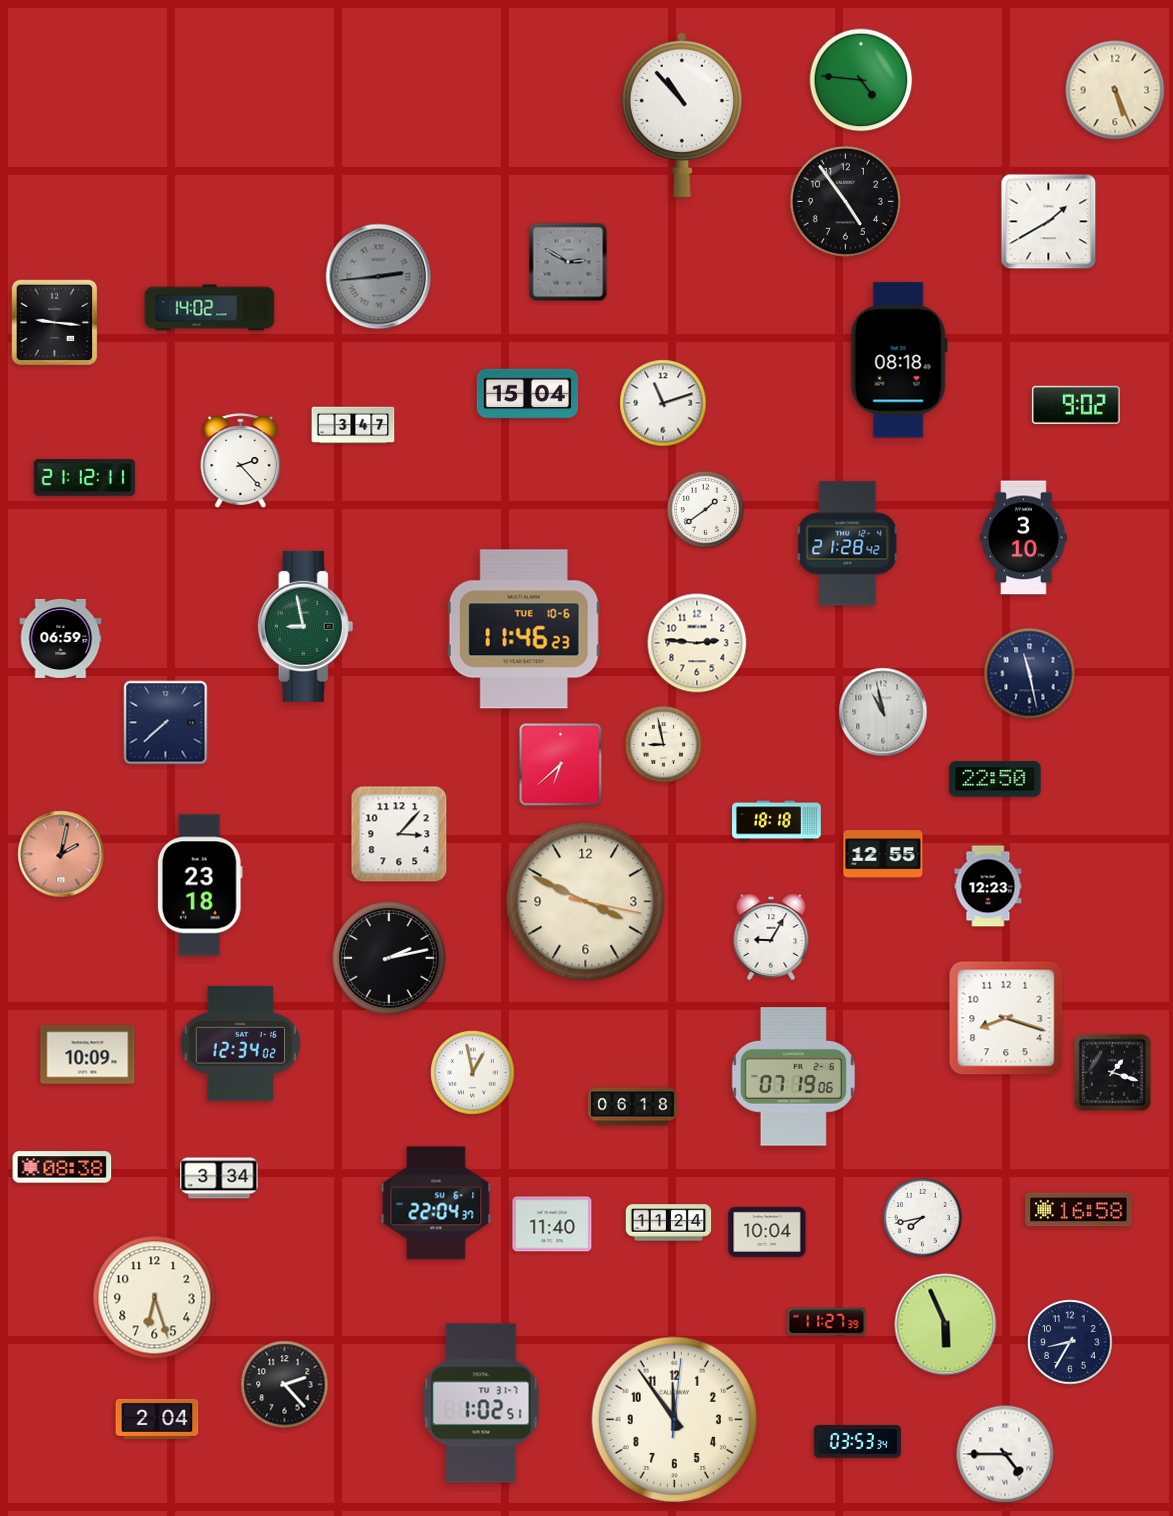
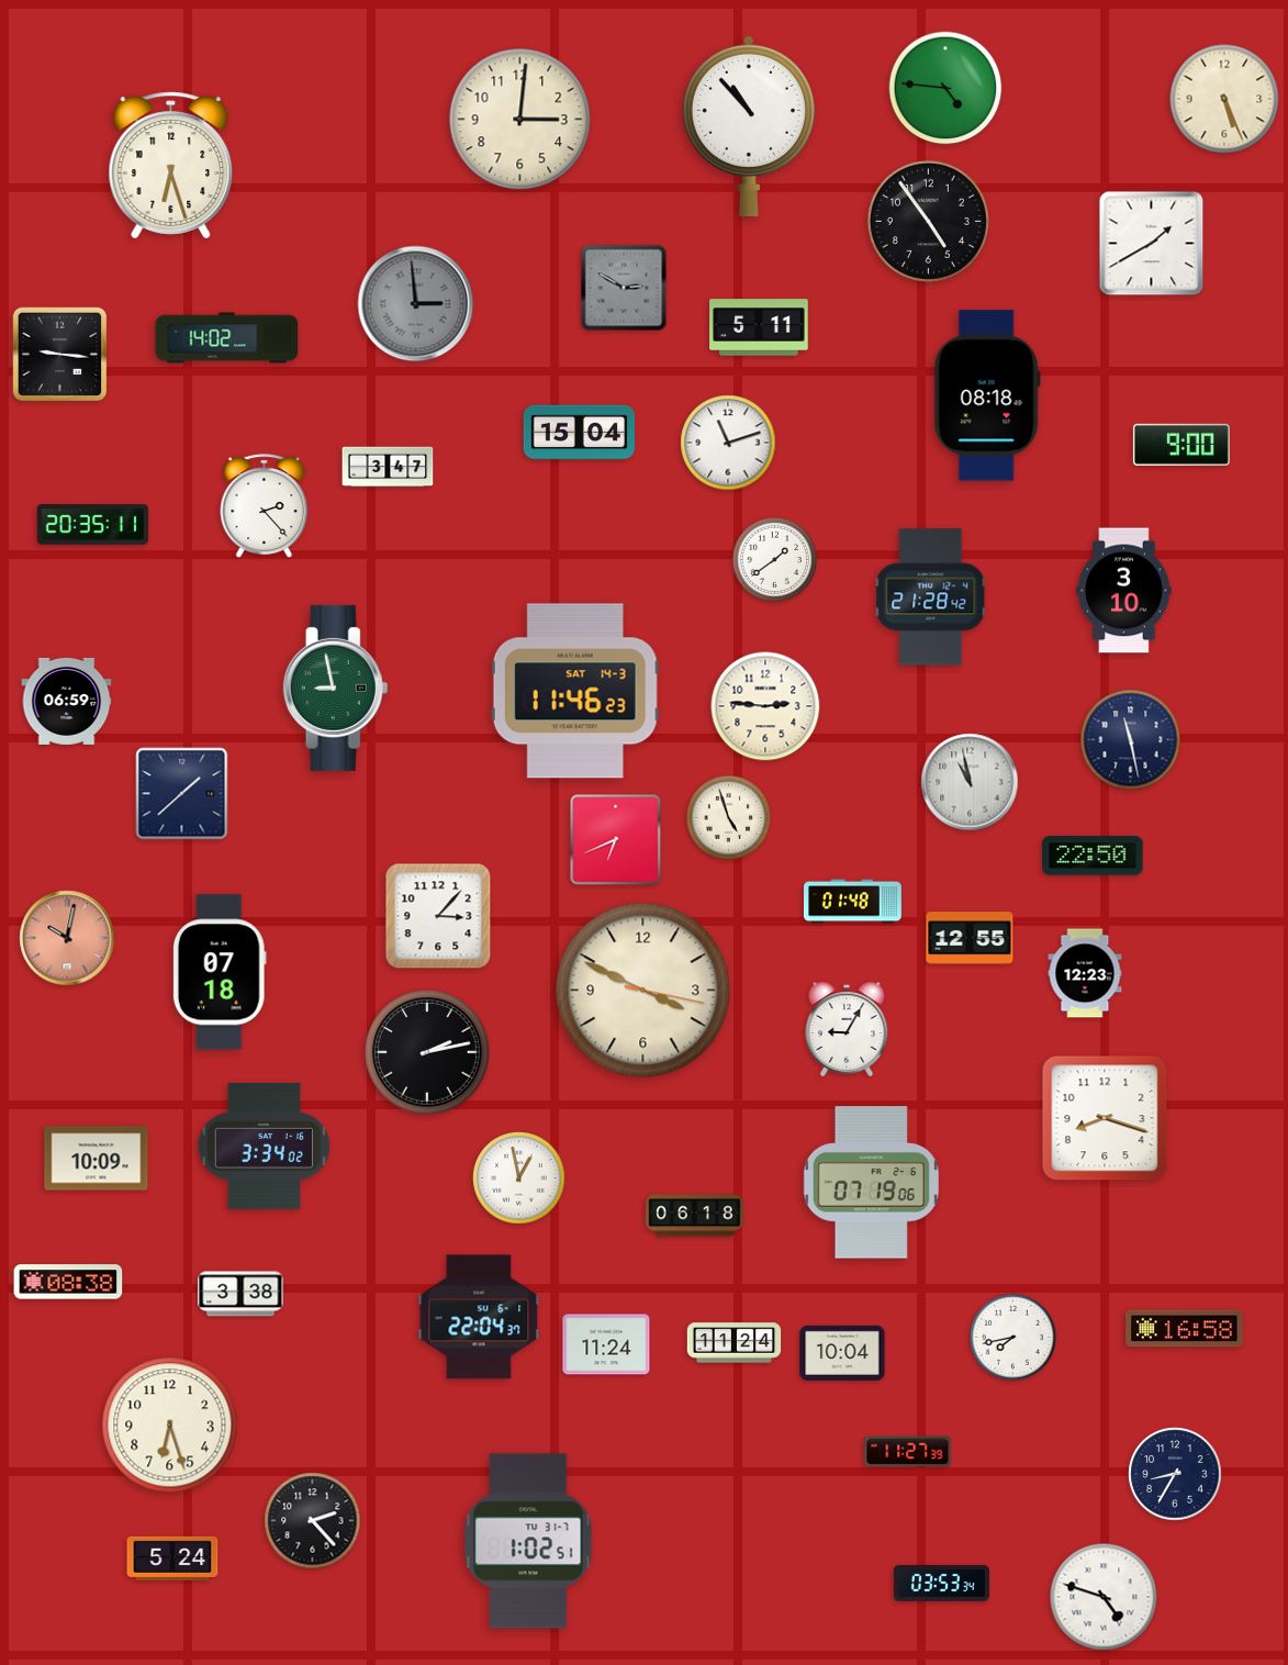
clock at (520, 120): none -> 3:01
clock at (171, 166): none -> 6:27
clock at (379, 277): 2:44 -> 2:59
clock at (759, 327): none -> 5:11
clock at (210, 308) position: (210, 308) -> (227, 338)
clock at (1076, 405): 9:02 -> 9:00
clock at (85, 478): 21:12 -> 20:35
clock at (524, 629) date: TUE 10-6 -> SAT 14-3
clock at (166, 723): 7:38 -> 1:38
clock at (663, 744): 8:58 -> 4:57
clock at (561, 765): 6:38 -> 6:41
clock at (777, 821): 18:18 -> 01:48
clock at (61, 854): 2:02 -> 10:02
clock at (200, 885): 23:18 -> 07:18
clock at (240, 1043): 12:34 -> 3:34
clock at (1113, 1073): 1:18 -> none
clock at (219, 1178): 3:34 -> 3:38
clock at (436, 1203) position: (436, 1203) -> (479, 1317)
clock at (552, 1224): 11:40 -> 11:24
clock at (946, 1325): 5:56 -> none
clock at (157, 1419): 2:04 -> 5:24
clock at (675, 1420): 11:54 -> none
clock at (1005, 1454): 4:45 -> 4:48
